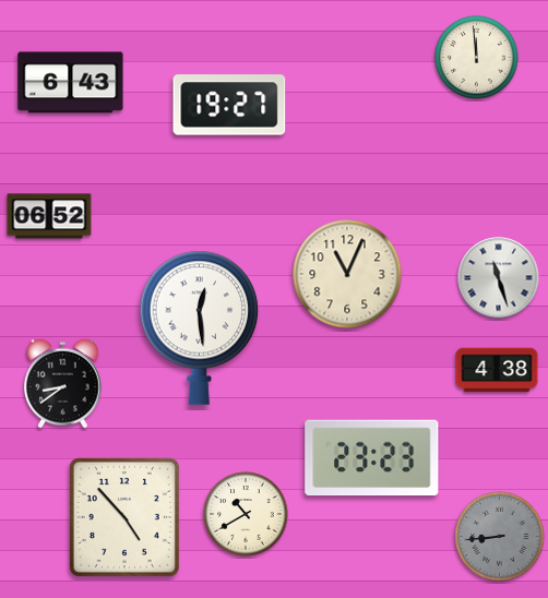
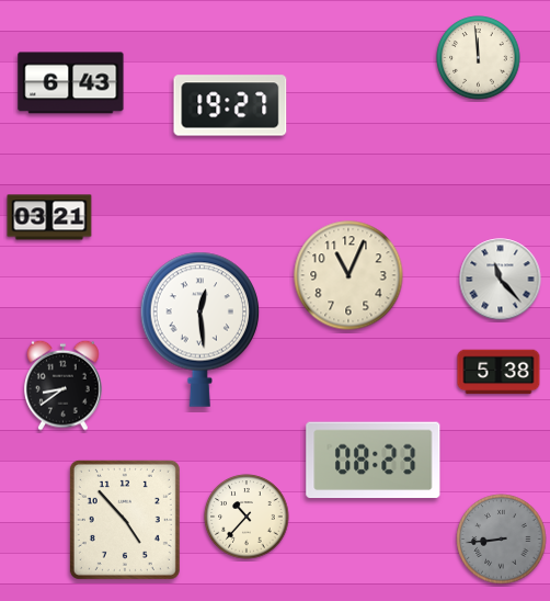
clock at (49, 216): 06:52 -> 03:21
clock at (499, 278): 11:27 -> 11:23
clock at (497, 370): 4:38 -> 5:38
clock at (372, 458): 23:23 -> 08:23
clock at (246, 514): 10:40 -> 10:37
